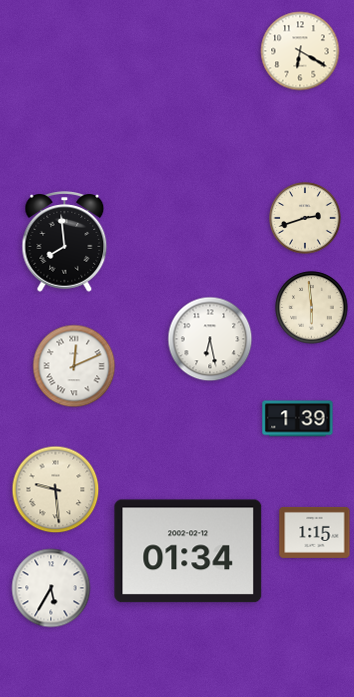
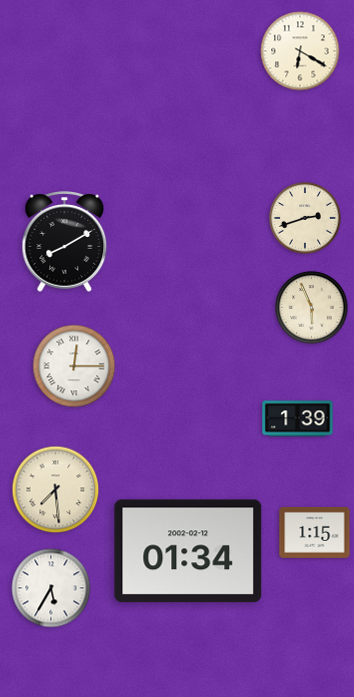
clock at (65, 242): 7:59 -> 8:10
clock at (312, 308): 5:59 -> 5:56
clock at (210, 339): 6:28 -> none
clock at (74, 366): 12:11 -> 12:15
clock at (56, 490): 9:29 -> 7:29
